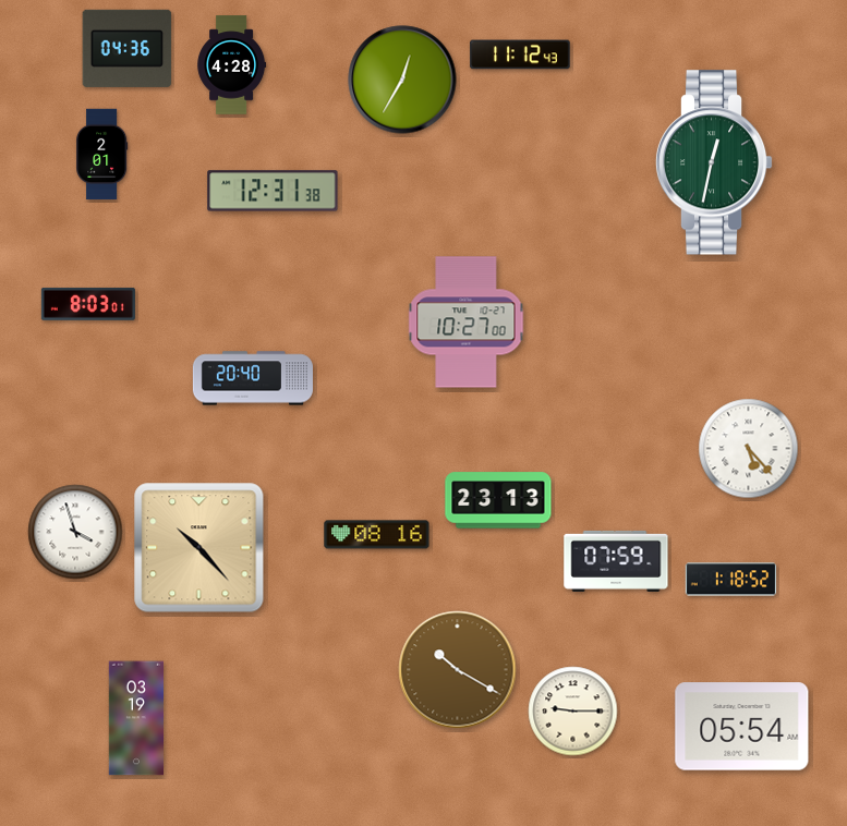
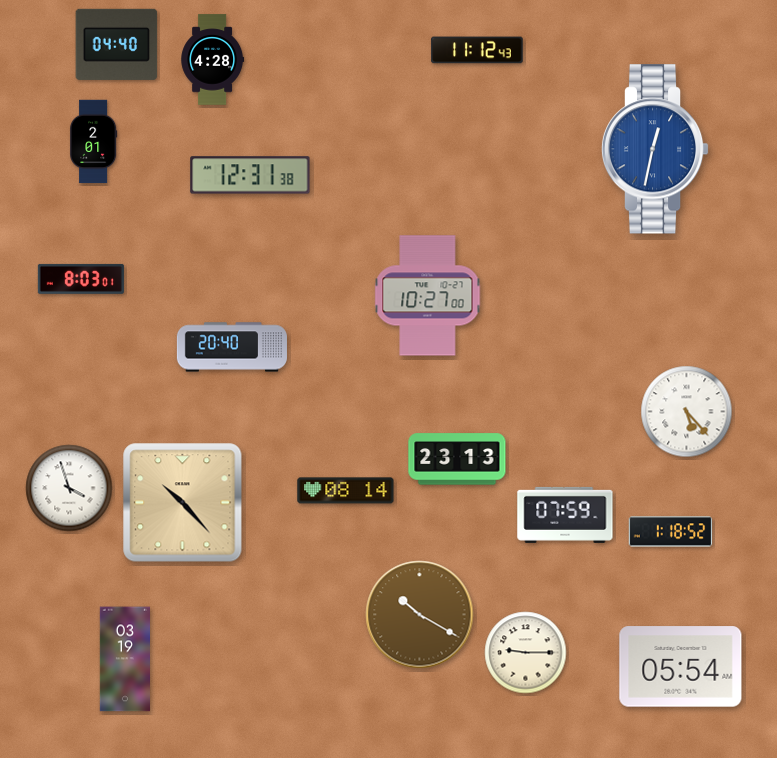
clock at (128, 48): 04:36 -> 04:40
clock at (402, 80): 12:35 -> none
clock at (714, 162) dial: green -> blue
clock at (377, 535): 08:16 -> 08:14
